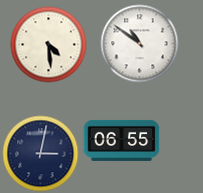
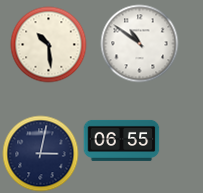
clock at (49, 45): 4:29 -> 10:29
